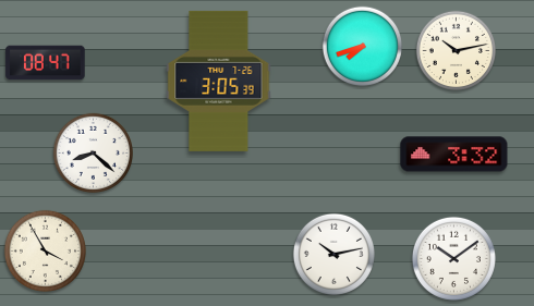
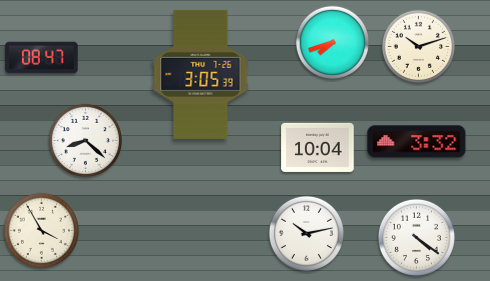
clock at (456, 50): 10:13 -> 10:12
clock at (318, 147): none -> 10:04
clock at (453, 258): 10:09 -> 4:21
